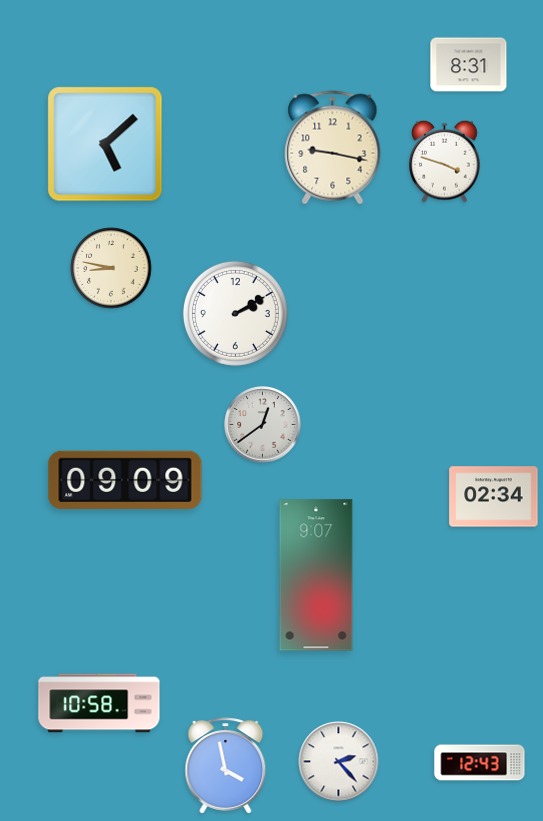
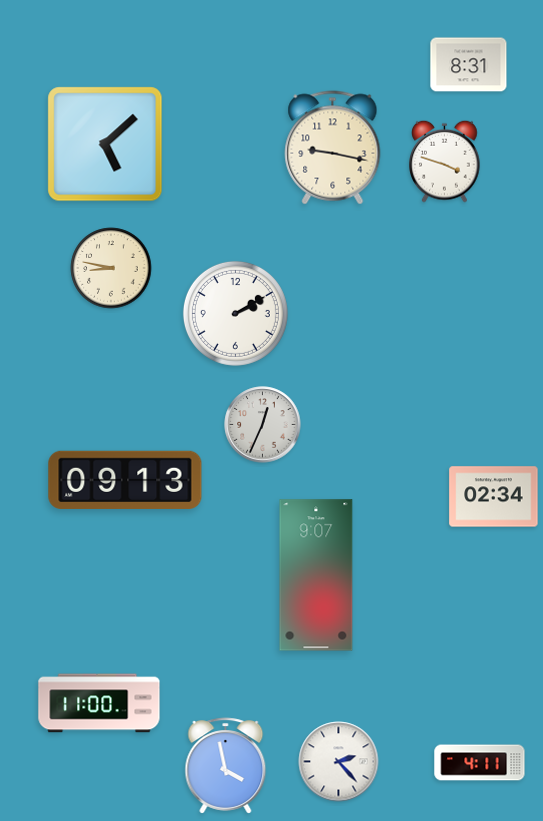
clock at (263, 425): 12:39 -> 12:34
clock at (125, 479): 09:09 -> 09:13
clock at (99, 703): 10:58 -> 11:00
clock at (480, 763): 12:43 -> 4:11
